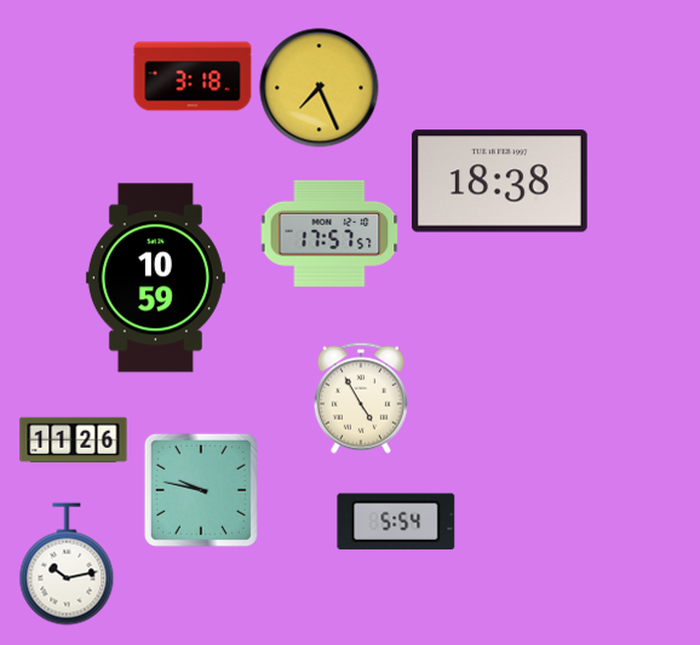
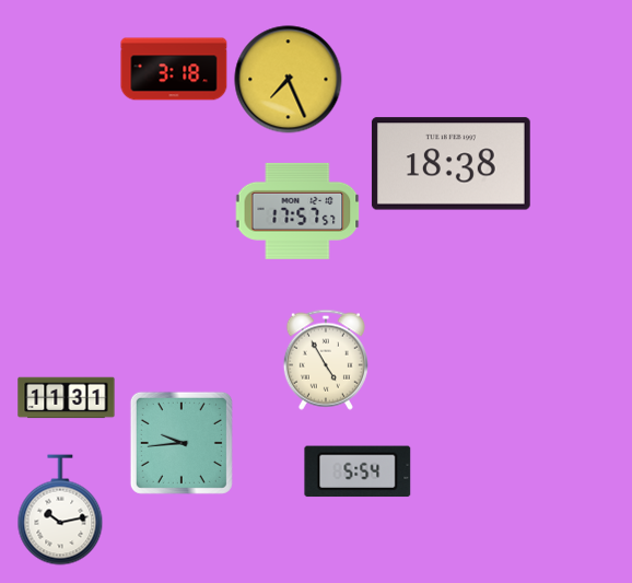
clock at (155, 278): 10:59 -> none
clock at (74, 440): 11:26 -> 11:31
clock at (201, 490): 9:47 -> 9:44
